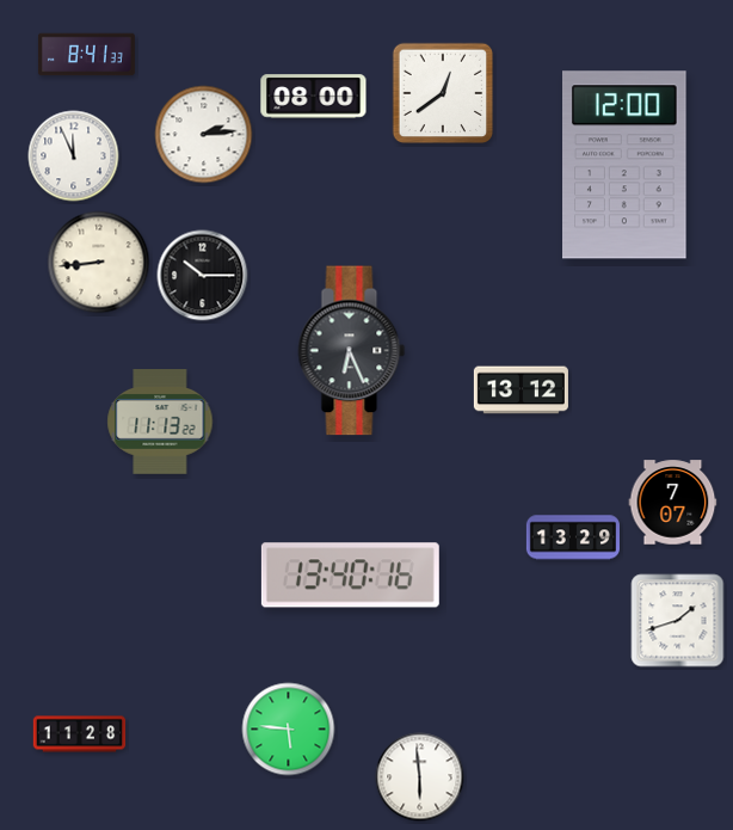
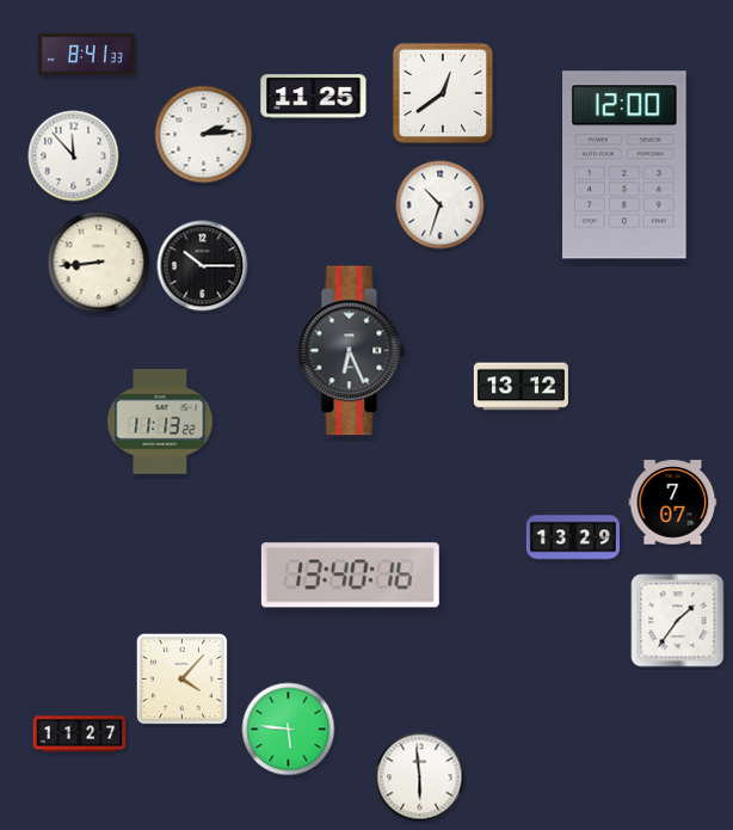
clock at (314, 97): 08:00 -> 11:25
clock at (74, 156): 11:56 -> 11:53
clock at (441, 205): none -> 10:33
clock at (203, 276) position: (203, 276) -> (203, 266)
clock at (521, 391) position: (521, 391) -> (521, 387)
clock at (678, 621): 1:42 -> 1:36
clock at (181, 678): none -> 4:07
clock at (80, 734): 11:28 -> 11:27
